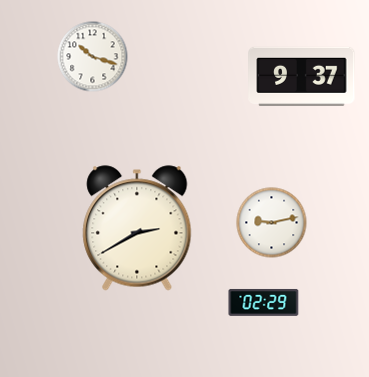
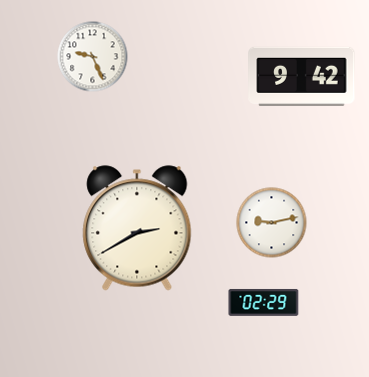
clock at (93, 57): 10:18 -> 9:26
clock at (302, 76): 9:37 -> 9:42
